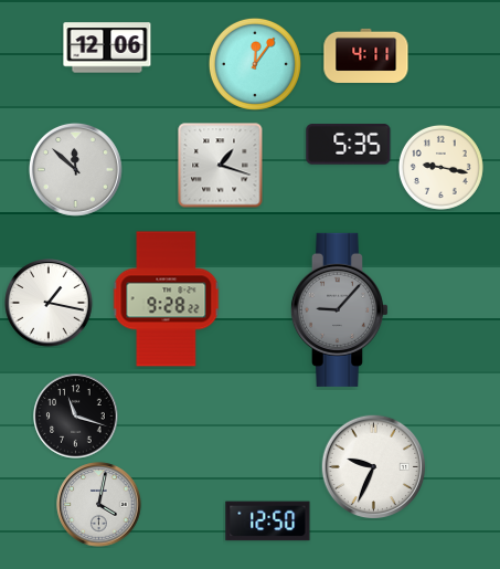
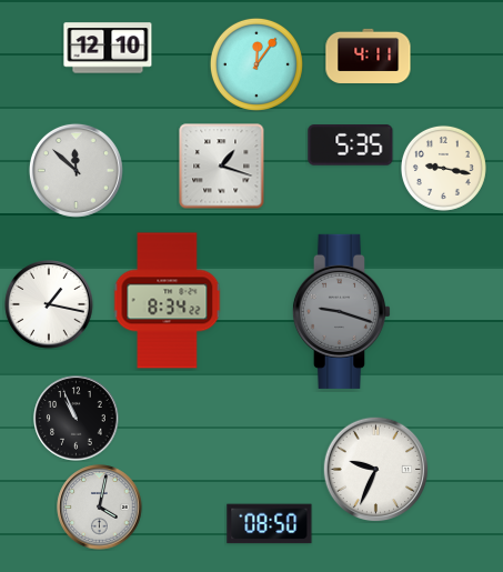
clock at (107, 48): 12:06 -> 12:10
clock at (167, 299): 9:28 -> 8:34
clock at (339, 309): 9:07 -> 9:18
clock at (76, 417): 11:18 -> 10:56
clock at (268, 521): 12:50 -> 08:50
